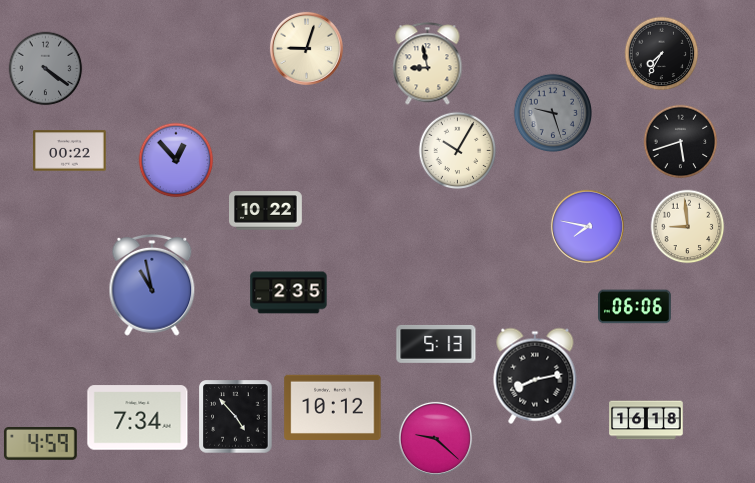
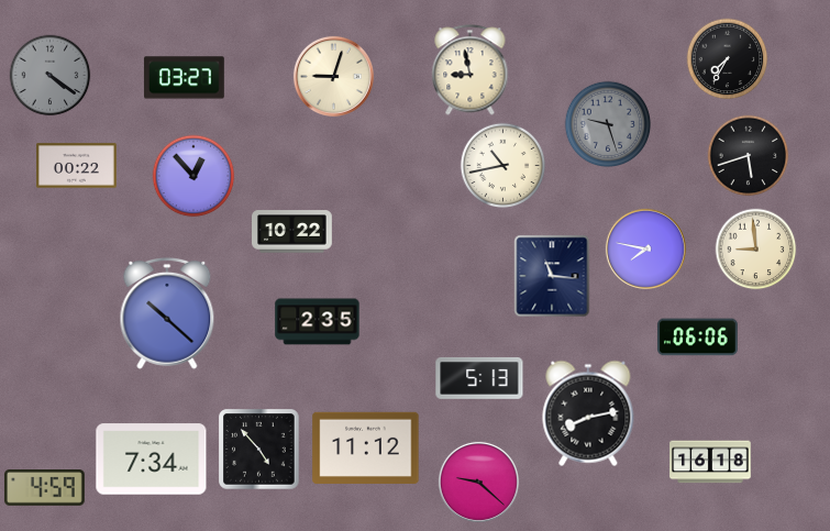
clock at (306, 48) position: (306, 48) -> (333, 76)
clock at (184, 78): none -> 03:27
clock at (458, 151): 10:05 -> 10:43
clock at (552, 276): none -> 11:16
clock at (152, 285): 10:58 -> 10:22
clock at (333, 407): 10:12 -> 11:12
clock at (236, 417) position: (236, 417) -> (259, 450)
